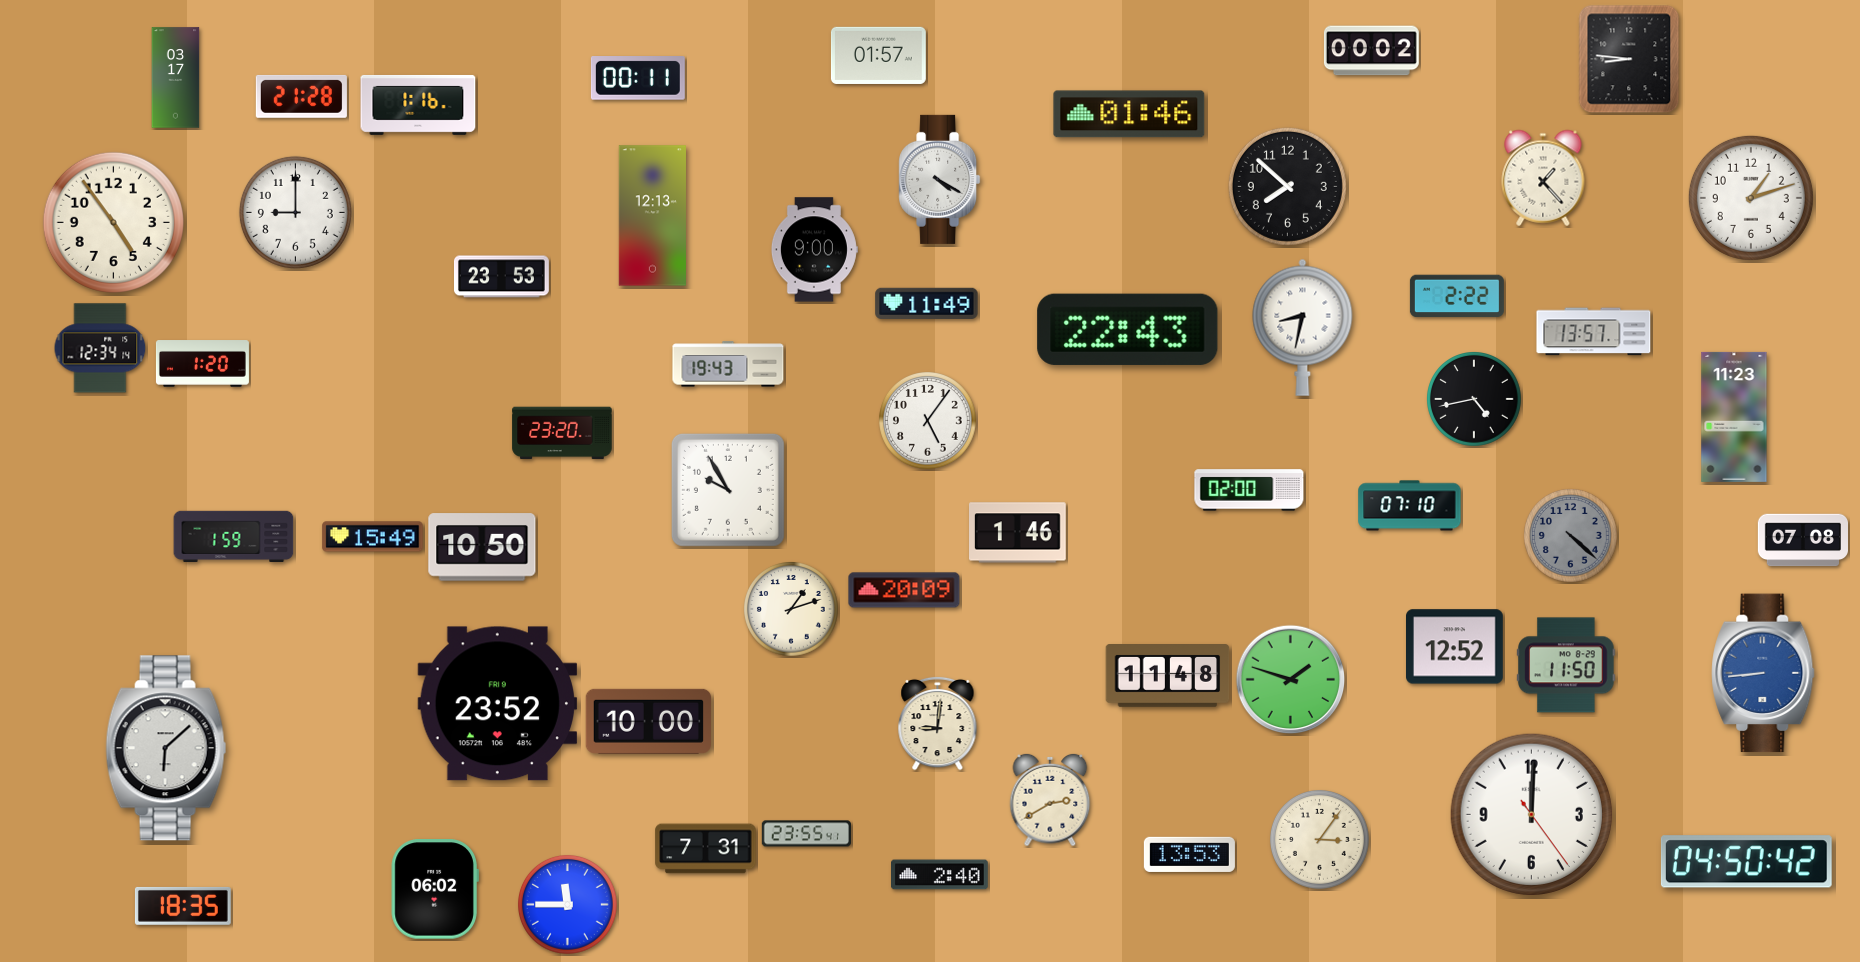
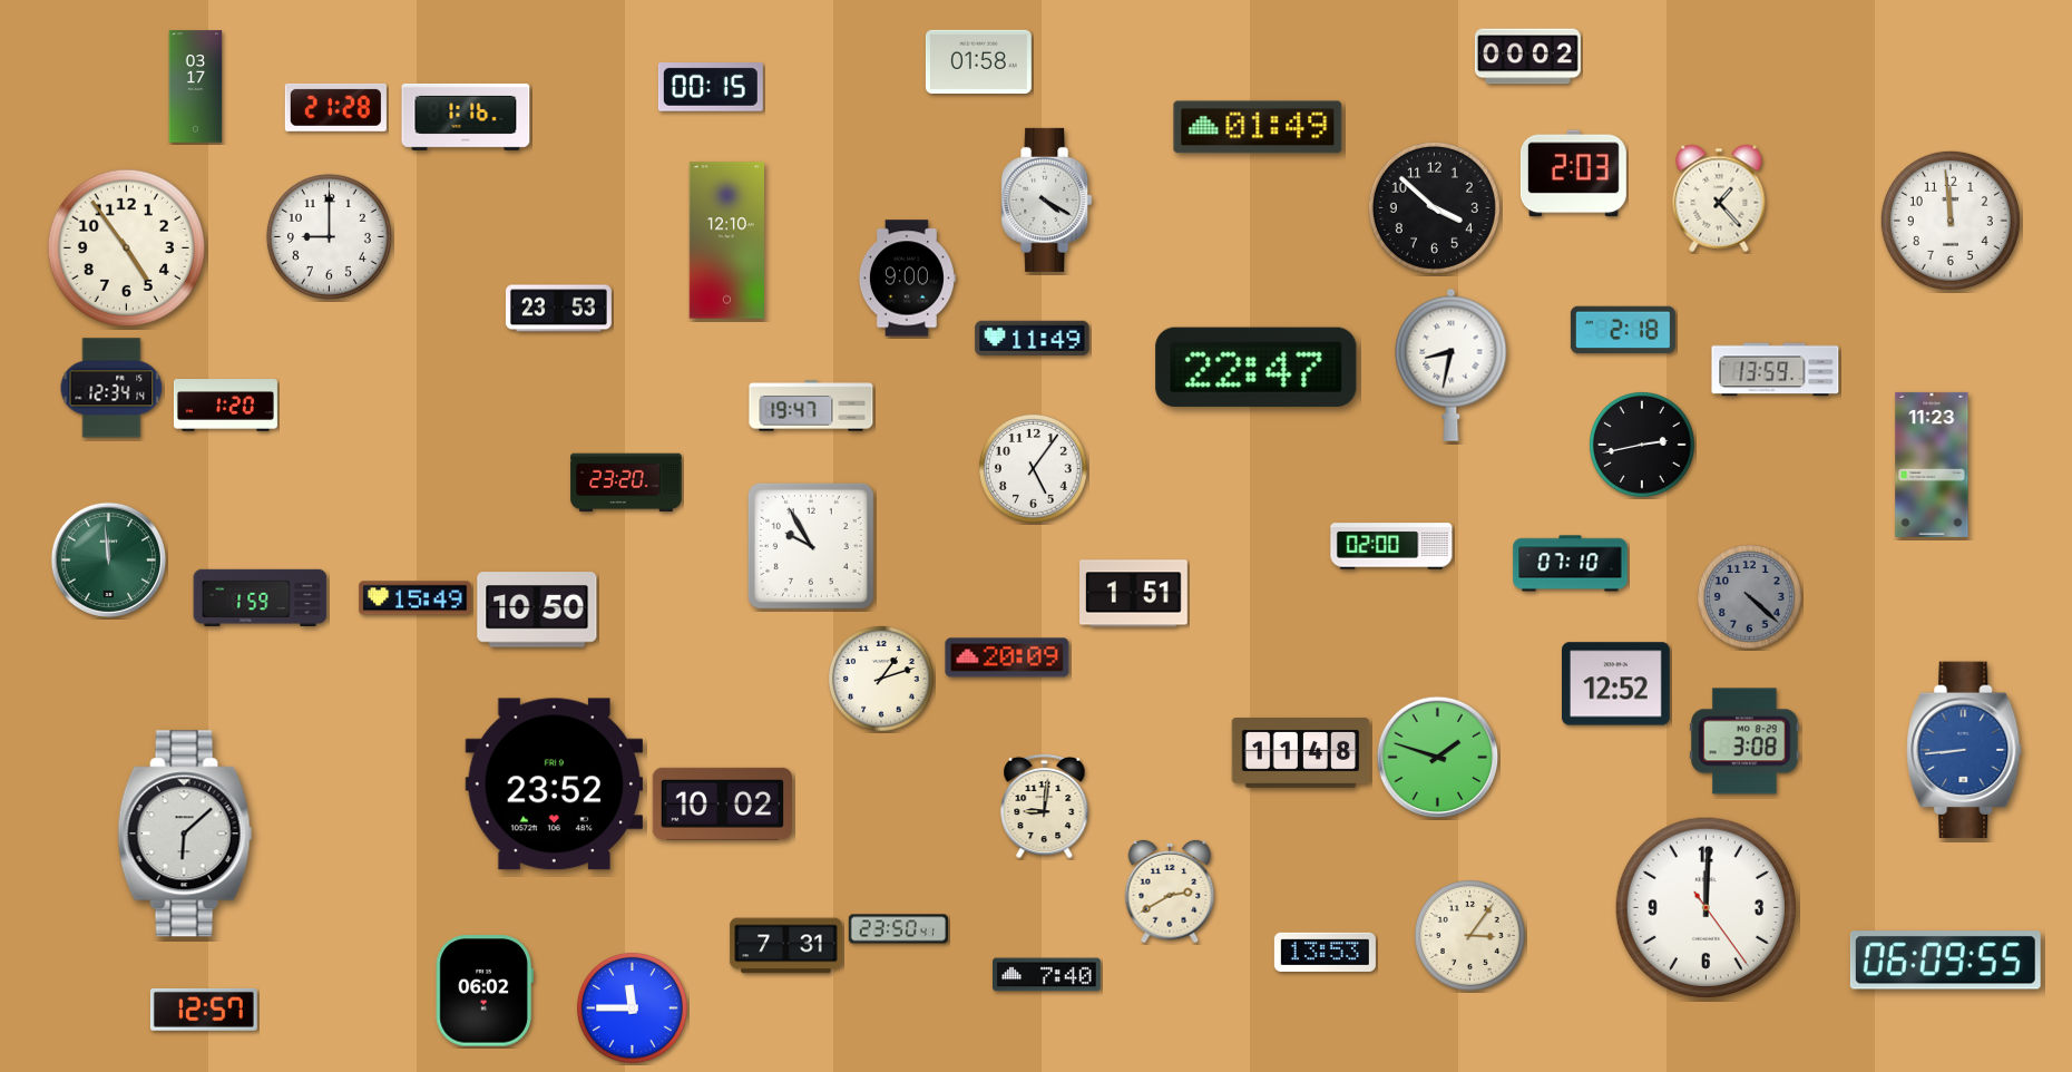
clock at (878, 55): 01:57 -> 01:58
clock at (1629, 59): 8:46 -> none
clock at (638, 78): 00:11 -> 00:15
clock at (1129, 114): 01:46 -> 01:49
clock at (1573, 174): none -> 2:03
clock at (1287, 186): 7:52 -> 3:52
clock at (1751, 198): 1:12 -> 11:59
clock at (652, 216): 12:13 -> 12:10
clock at (1457, 296): 2:22 -> 2:18
clock at (1128, 329): 22:43 -> 22:47
clock at (1594, 332): 13:57 -> 13:59
clock at (728, 364): 19:43 -> 19:47
clock at (1475, 400): 4:43 -> 2:43
clock at (108, 559): none -> 11:59
clock at (1018, 533): 1:46 -> 1:51
clock at (1802, 540): 07:08 -> none
clock at (1455, 647) position: (1455, 647) -> (1616, 684)
clock at (1566, 665): 11:50 -> 3:08
clock at (648, 721): 10:00 -> 10:02
clock at (806, 834): 23:55 -> 23:50
clock at (1746, 862): 04:50 -> 06:09
clock at (940, 875): 2:40 -> 7:40
clock at (183, 906): 18:35 -> 12:57
